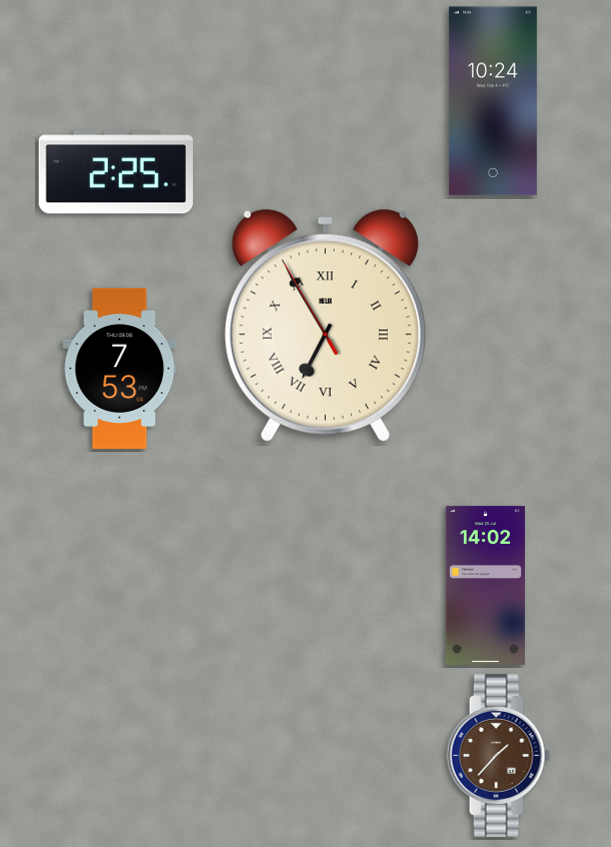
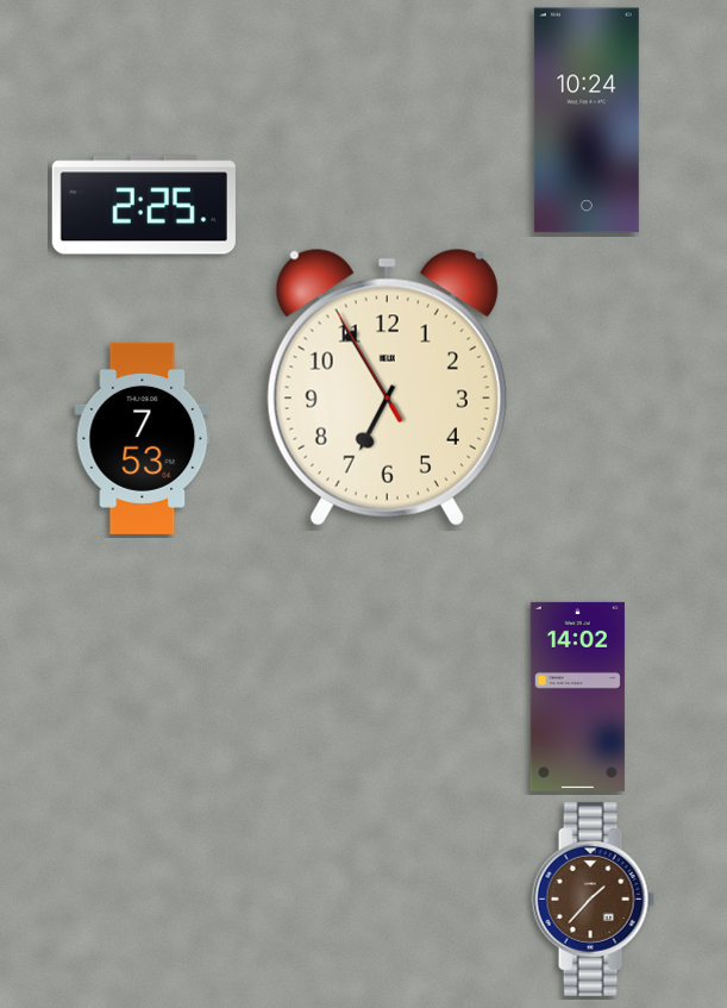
clock at (116, 172) position: (116, 172) -> (144, 205)
clock at (325, 325) numerals: Roman -> Arabic
